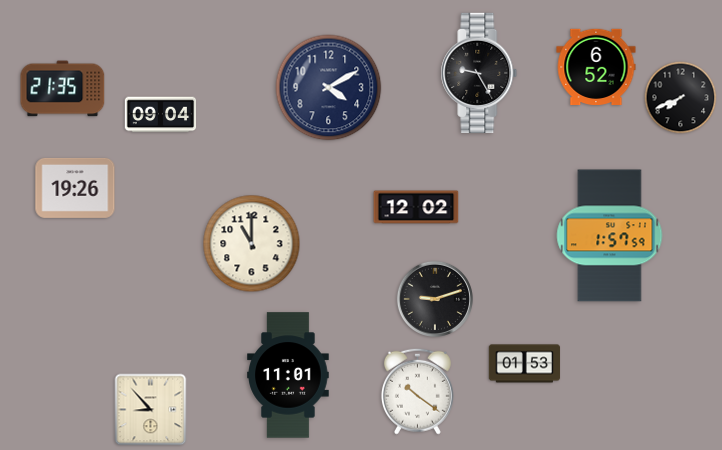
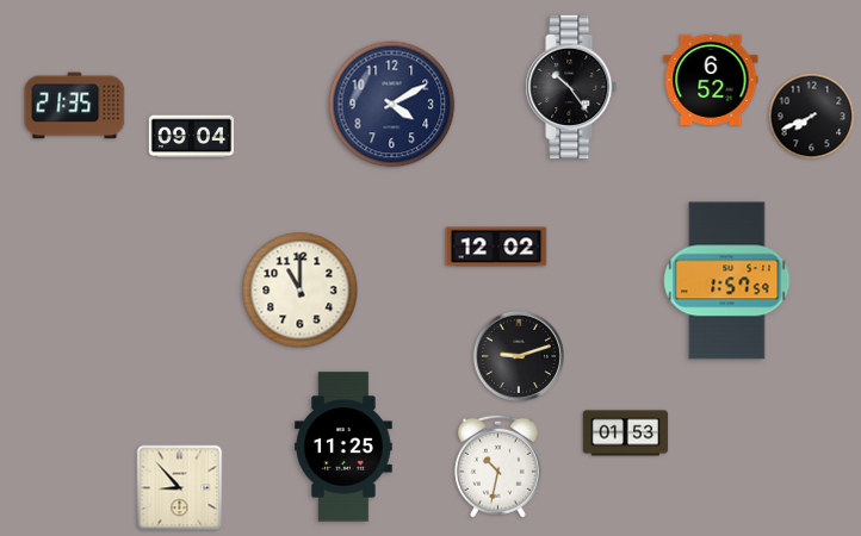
clock at (479, 73): 9:25 -> 10:24
clock at (75, 188): 19:26 -> none
clock at (288, 375): 11:01 -> 11:25
clock at (417, 391): 10:21 -> 10:32
